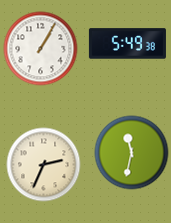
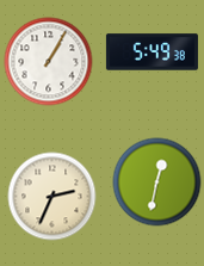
clock at (41, 49) position: (41, 49) -> (49, 62)
clock at (132, 153): 11:32 -> 12:32
